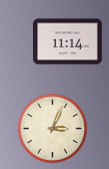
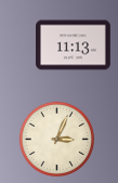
clock at (68, 42): 11:14 -> 11:13
